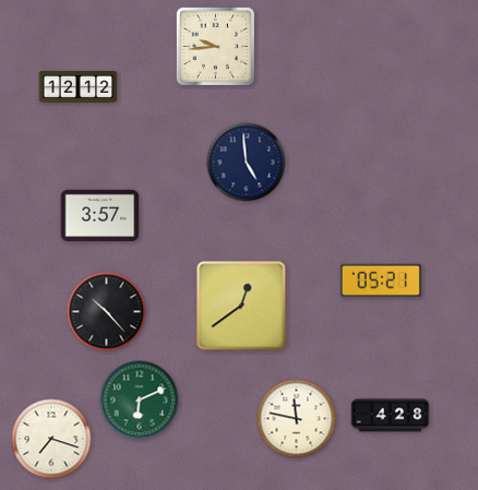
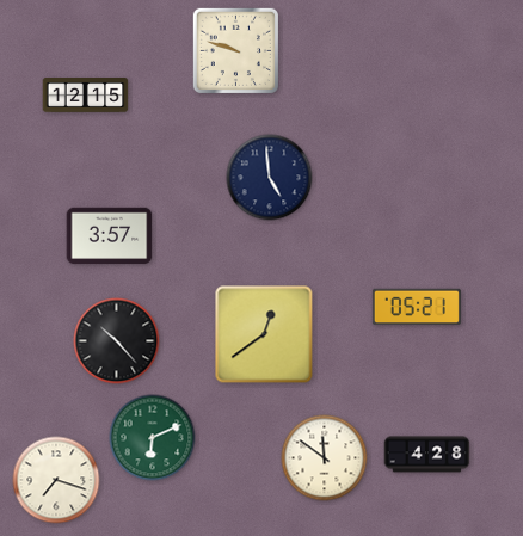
clock at (215, 46): 9:44 -> 9:48
clock at (79, 87): 12:12 -> 12:15
clock at (297, 419): 11:47 -> 11:51
